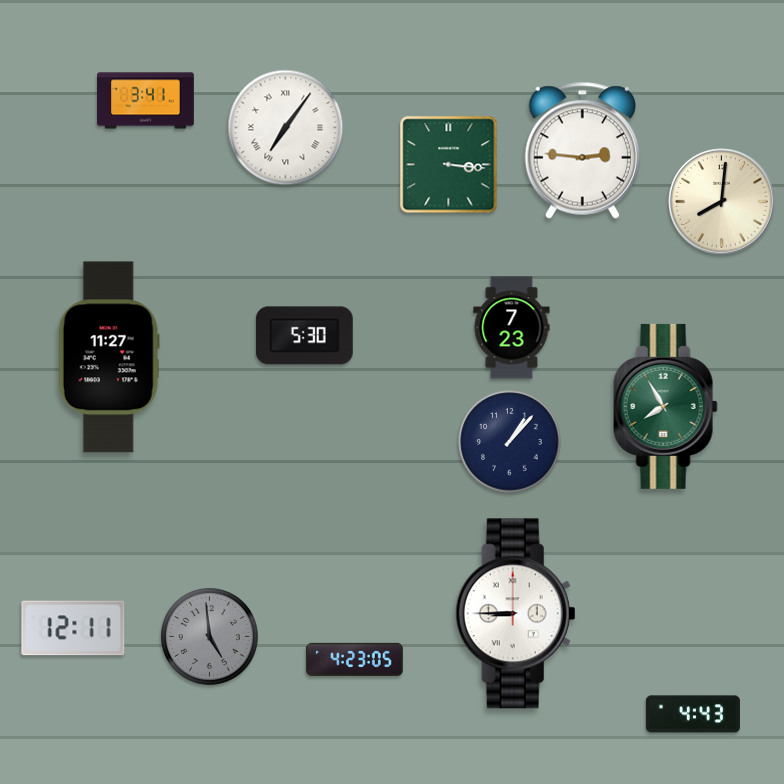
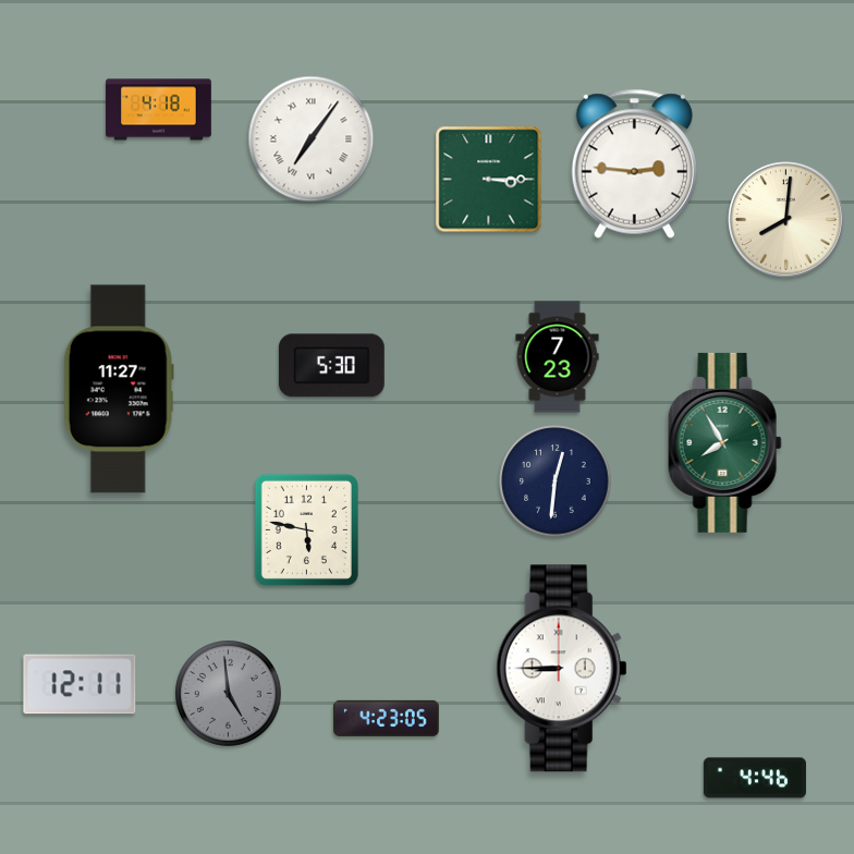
clock at (146, 101): 3:41 -> 4:18
clock at (449, 165): 3:16 -> 3:15
clock at (510, 442): 1:07 -> 12:31
clock at (306, 529): none -> 5:47
clock at (693, 714): 4:43 -> 4:46
